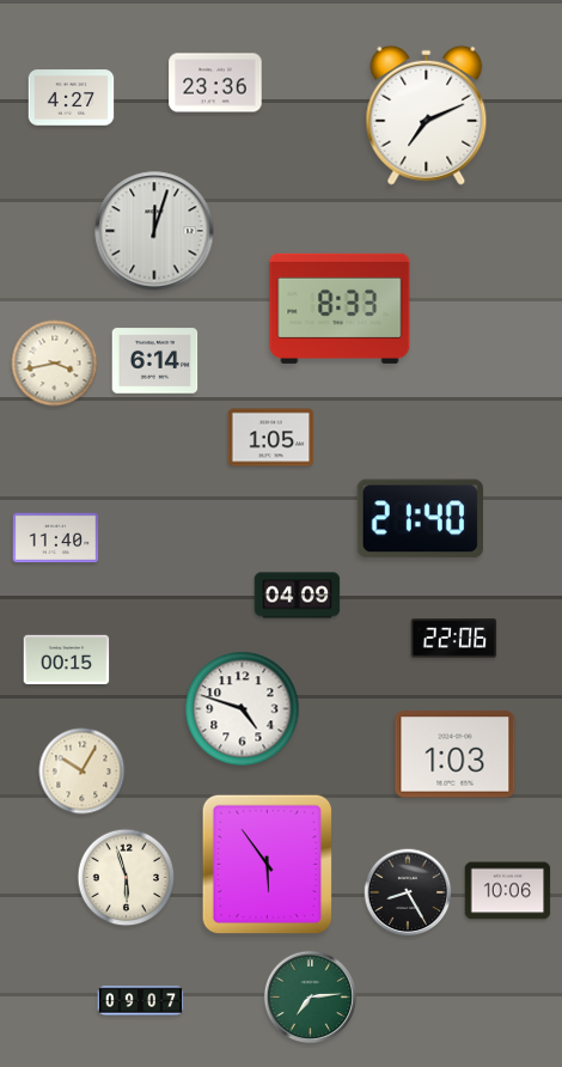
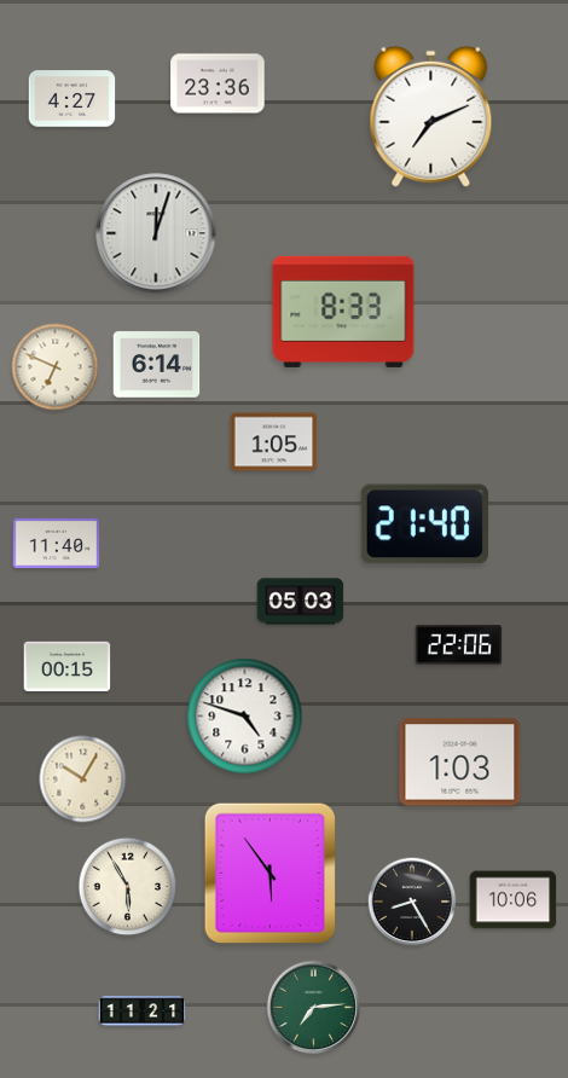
clock at (55, 364): 3:43 -> 6:49
clock at (298, 596): 04:09 -> 05:03
clock at (127, 878): 5:57 -> 5:55
clock at (141, 1001): 09:07 -> 11:21
